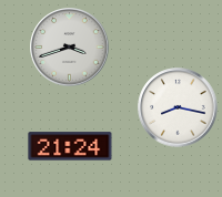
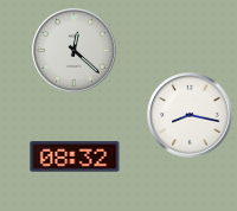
clock at (70, 48): 3:42 -> 12:22
clock at (70, 146): 21:24 -> 08:32
